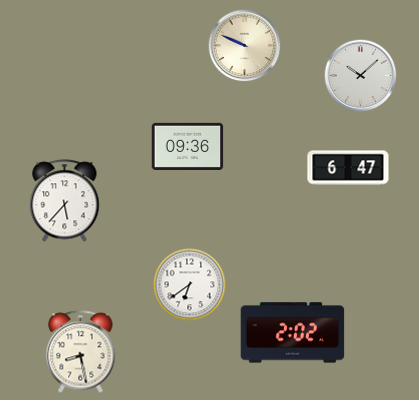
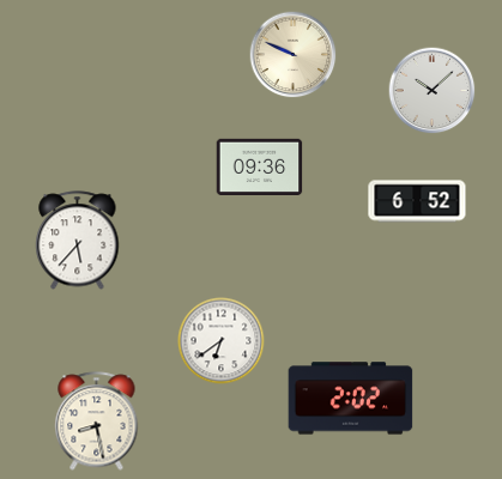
clock at (188, 146) position: (188, 146) -> (260, 166)
clock at (348, 168): 6:47 -> 6:52
clock at (190, 285) position: (190, 285) -> (222, 341)
